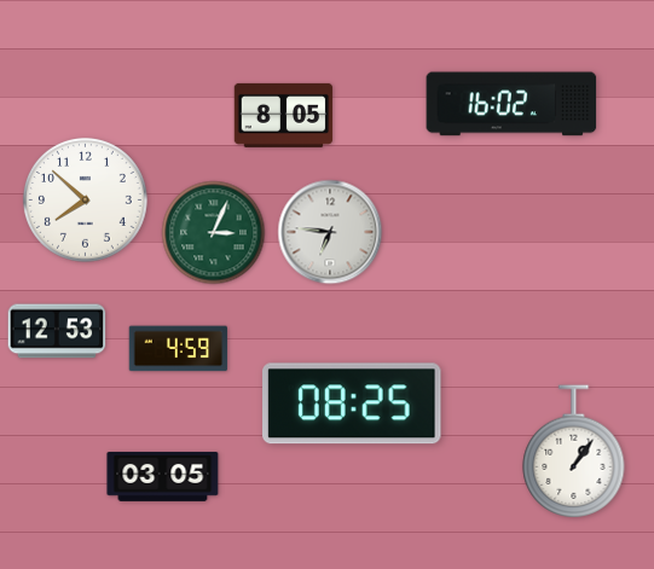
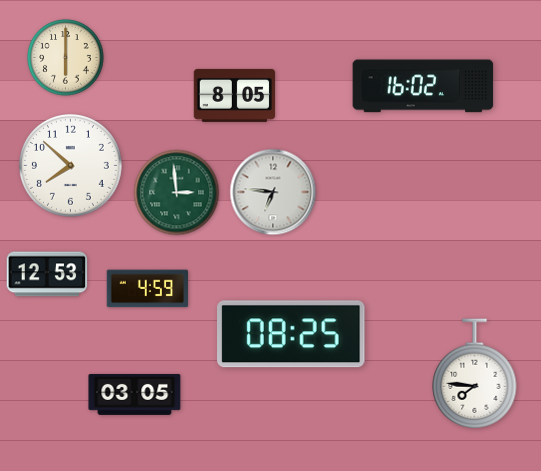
clock at (66, 58): none -> 6:00
clock at (214, 233): 3:04 -> 2:59
clock at (574, 452): 1:06 -> 7:46
